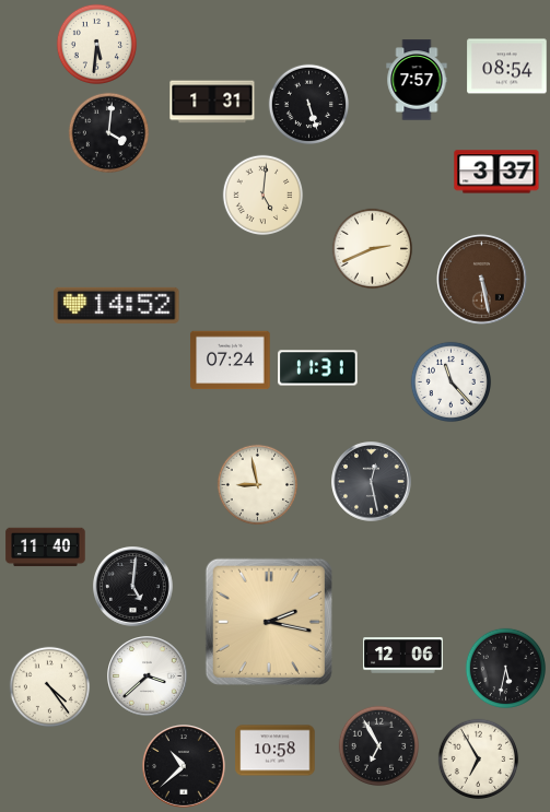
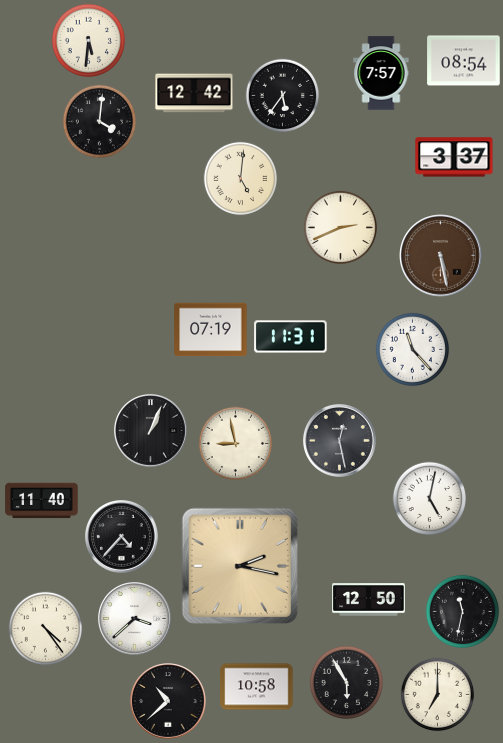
clock at (212, 102): 1:31 -> 12:42
clock at (309, 105): 5:27 -> 5:36
clock at (117, 305): 14:52 -> none
clock at (231, 361): 07:24 -> 07:19
clock at (151, 431): none -> 1:04
clock at (430, 499): none -> 5:02
clock at (133, 587): 5:01 -> 4:37
clock at (269, 622) position: (269, 622) -> (240, 566)
clock at (403, 656): 12:06 -> 12:50
clock at (506, 669): 5:32 -> 11:32
clock at (379, 746): 6:55 -> 5:55
clock at (276, 751) position: (276, 751) -> (257, 687)
clock at (479, 760): 6:55 -> 7:00
